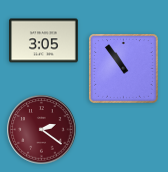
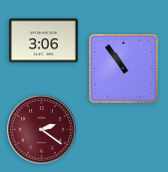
clock at (44, 41): 3:05 -> 3:06
